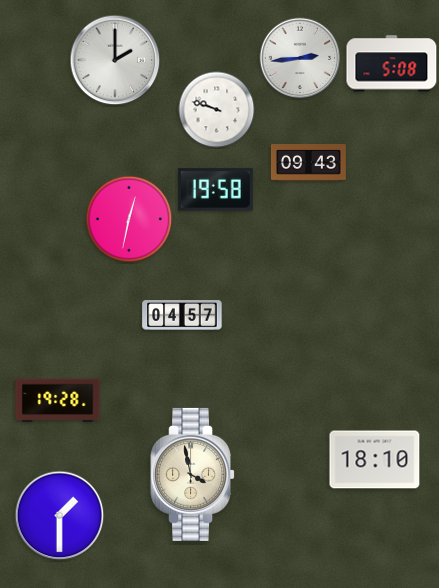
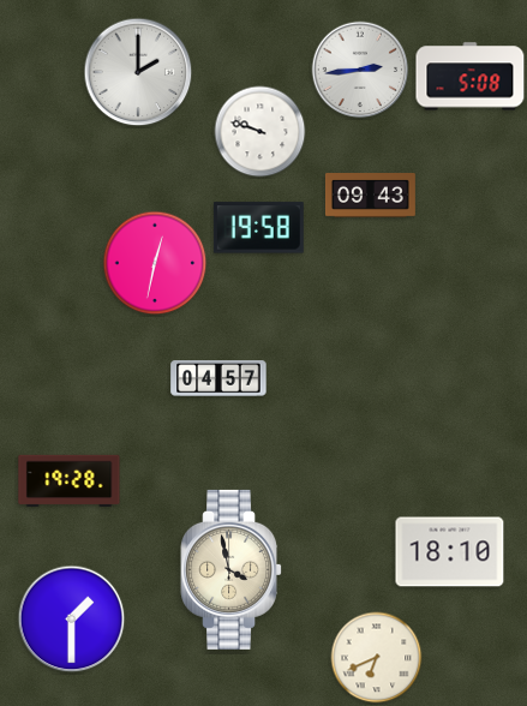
clock at (377, 658): none -> 6:41
